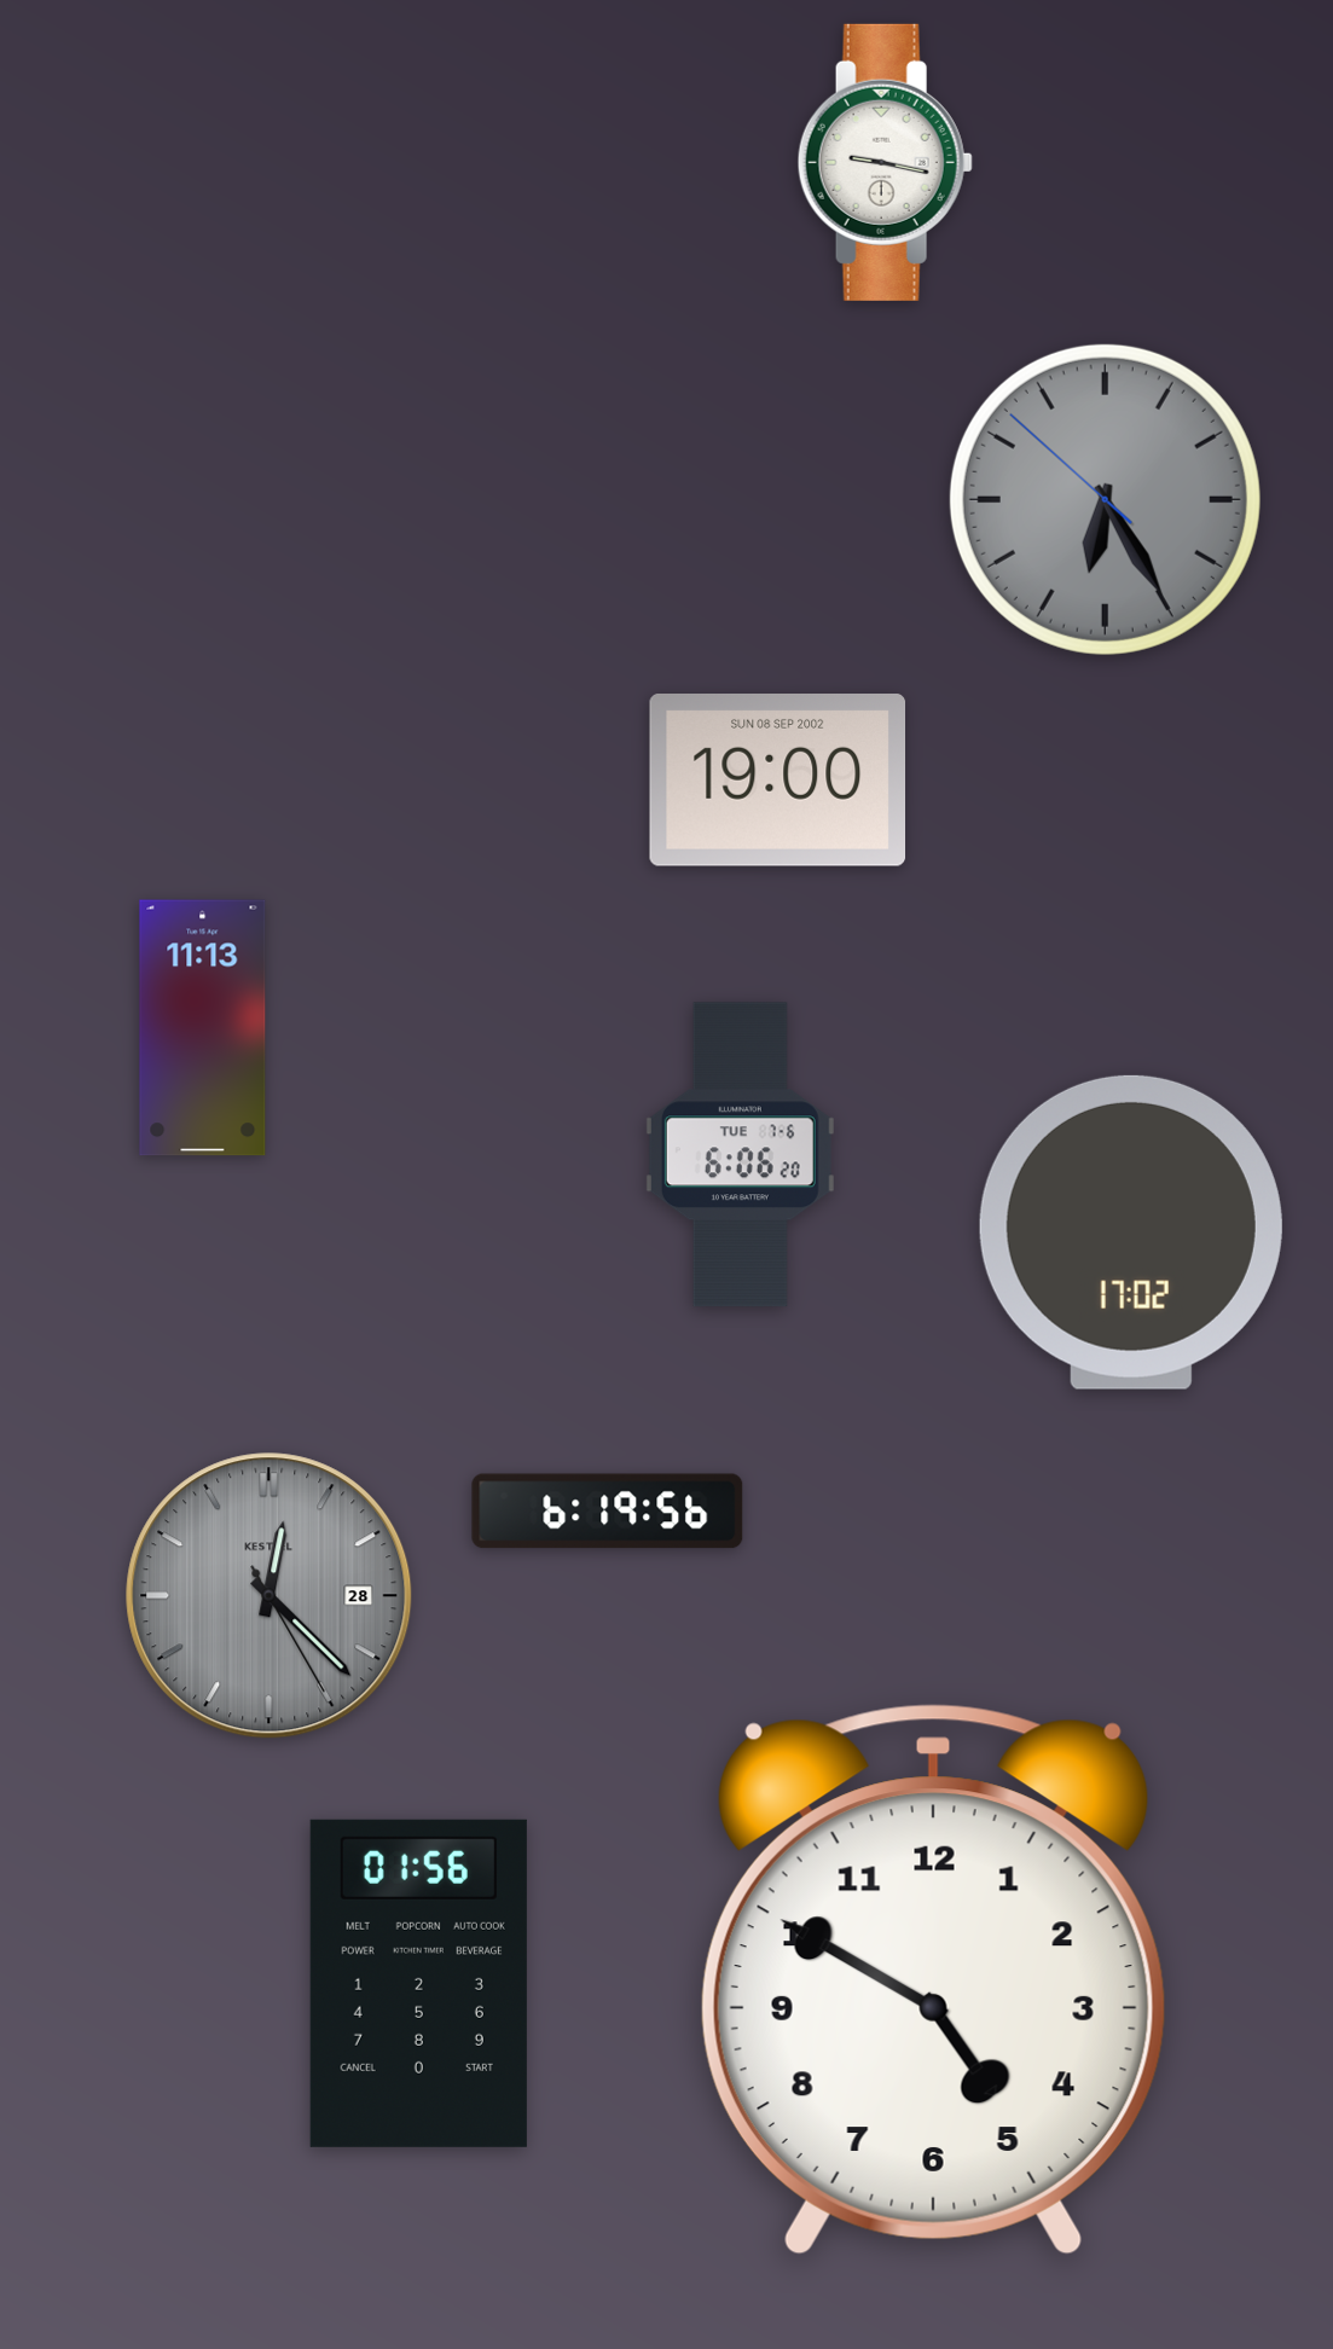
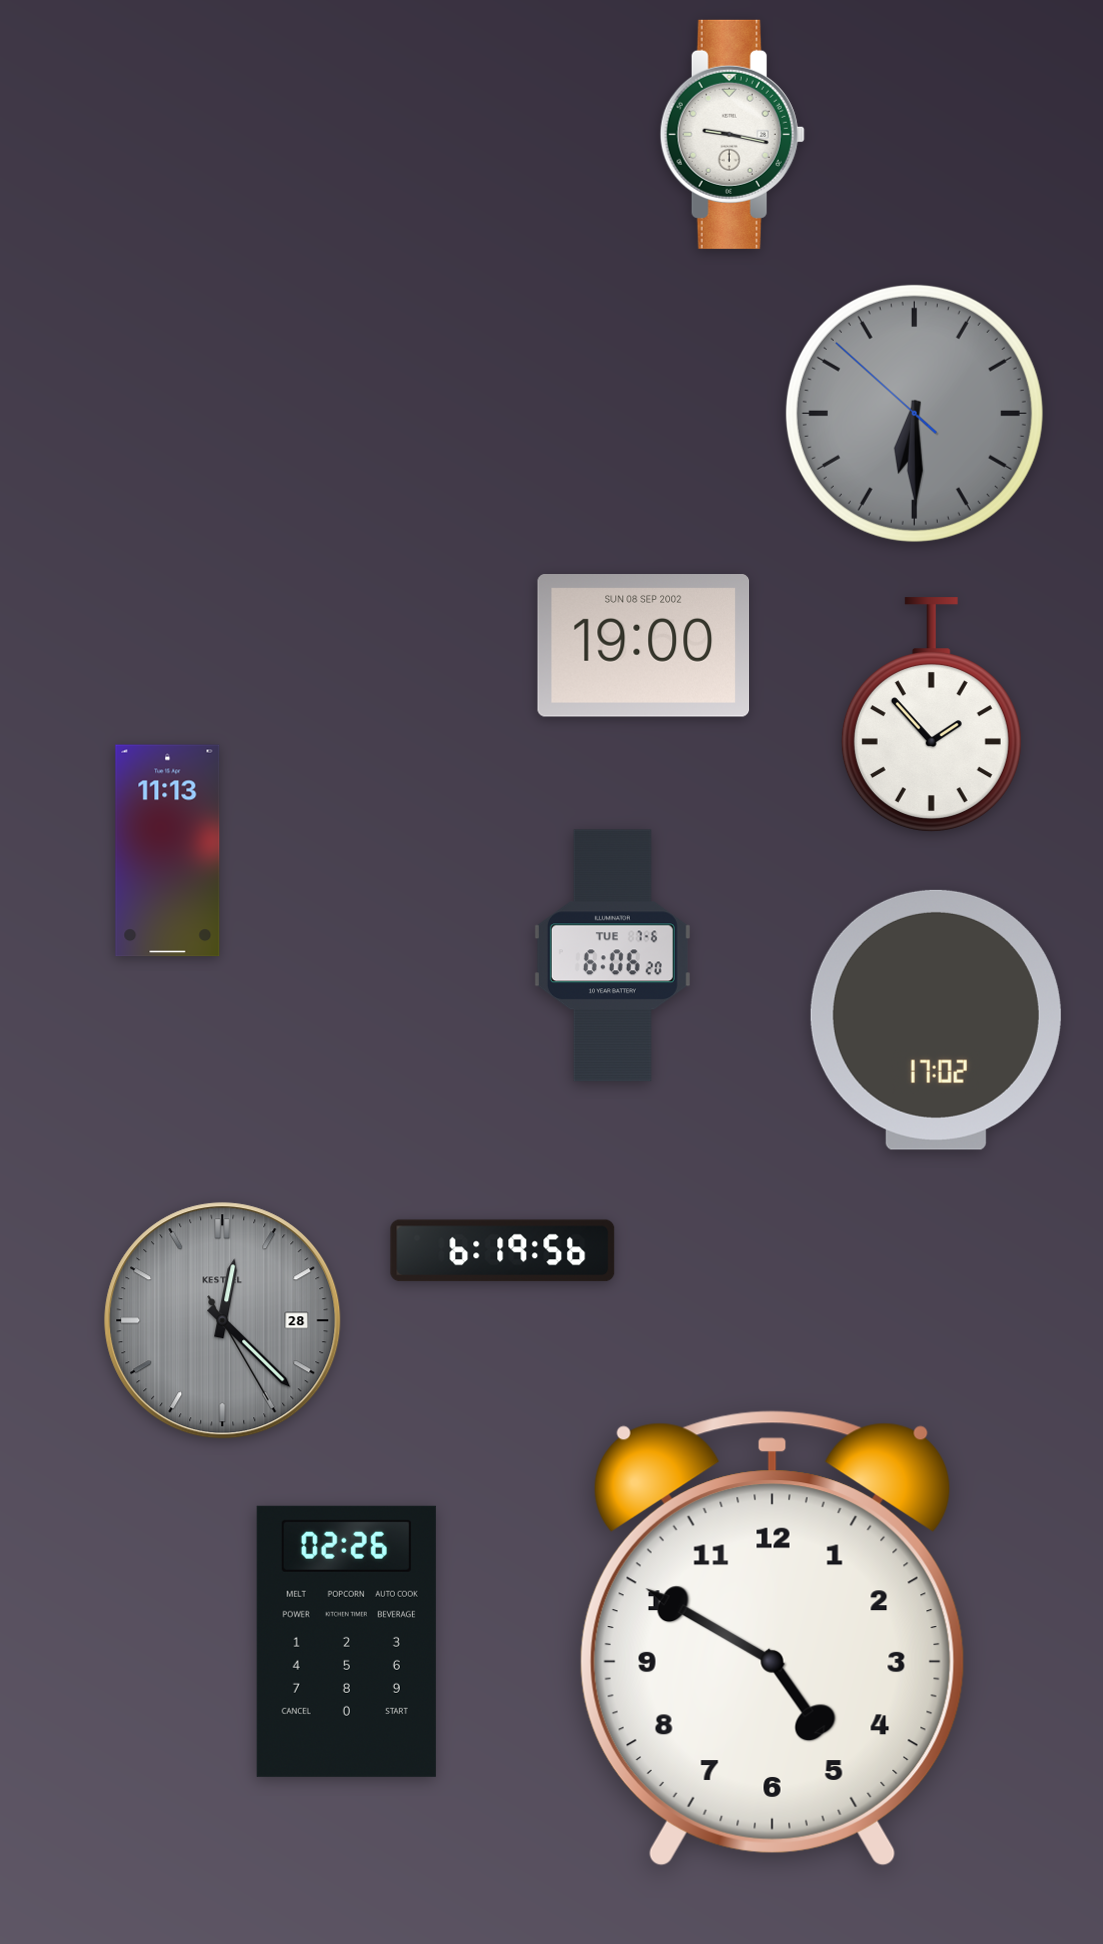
clock at (1105, 499): 6:24 -> 6:29
clock at (931, 714): none -> 1:53
clock at (418, 1983): 01:56 -> 02:26
